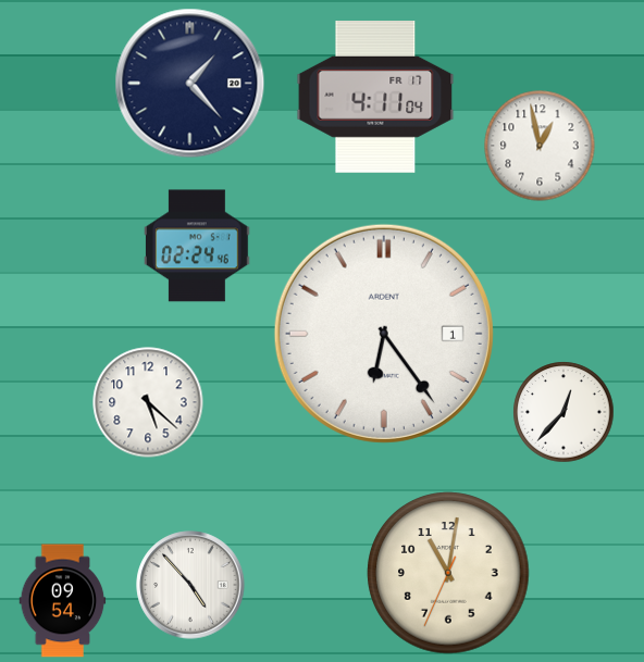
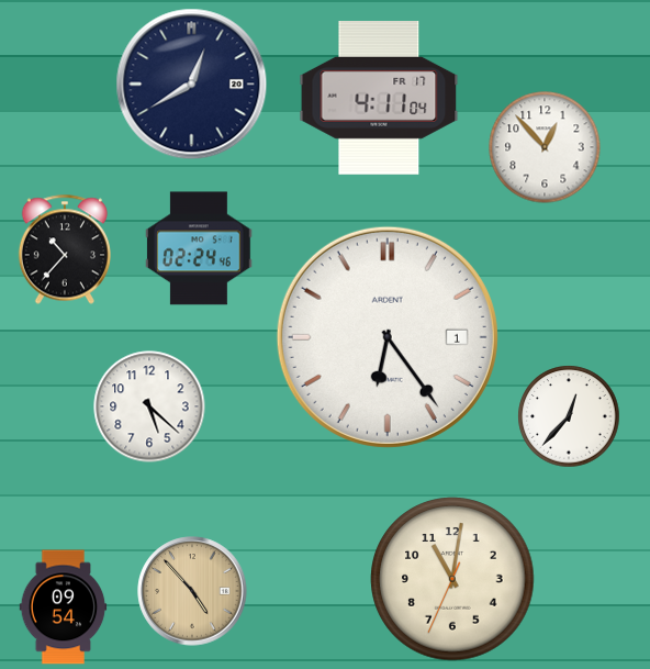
clock at (190, 84): 1:23 -> 12:40
clock at (540, 146): 12:58 -> 12:53
clock at (64, 249): none -> 10:37
clock at (190, 585) dial: white -> champagne
